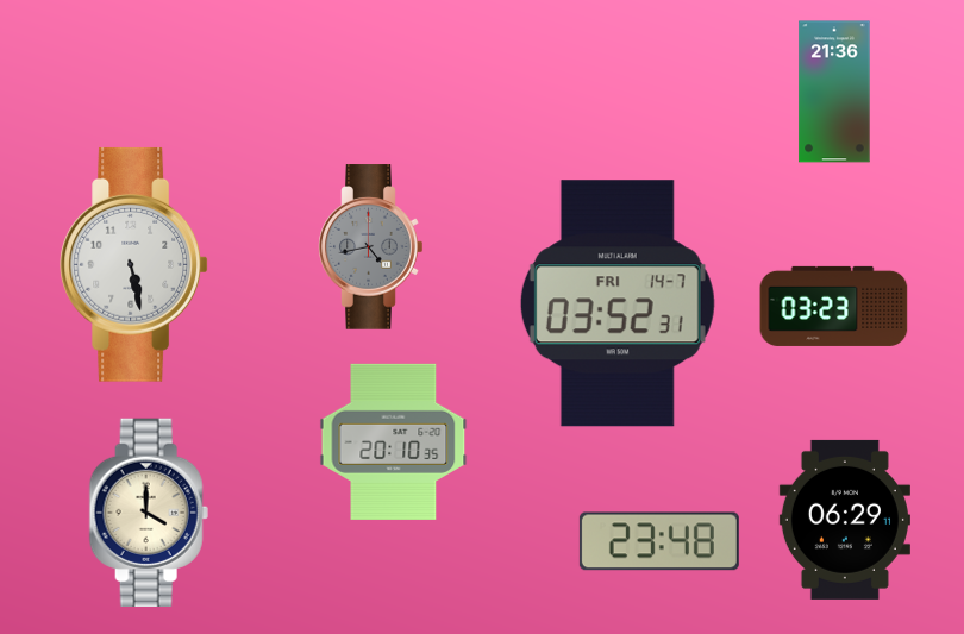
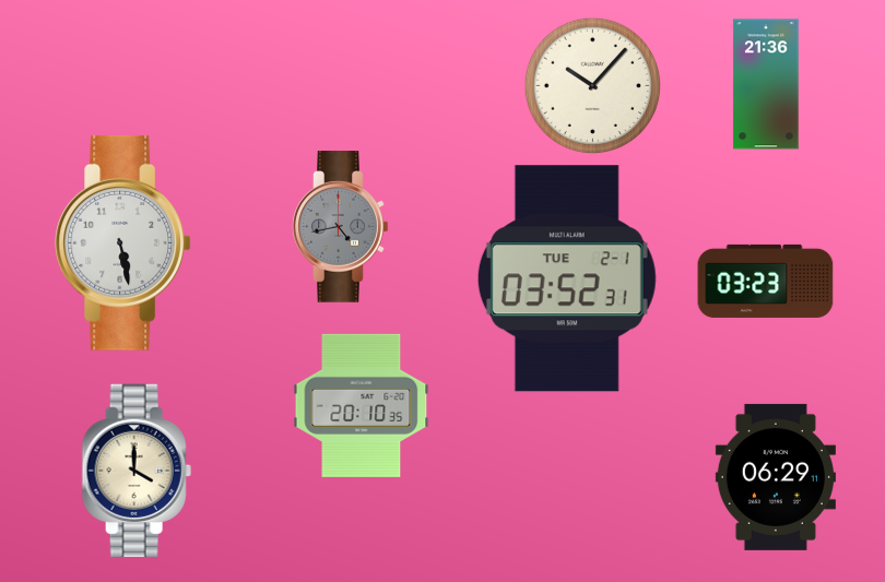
clock at (593, 86): none -> 10:07
clock at (618, 303) date: FRI 14-7 -> TUE 2-1
clock at (659, 541): 23:48 -> none
